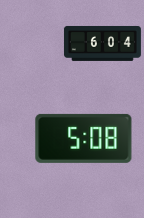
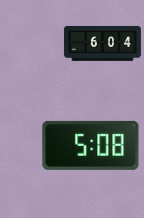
clock at (84, 138) position: (84, 138) -> (91, 145)
